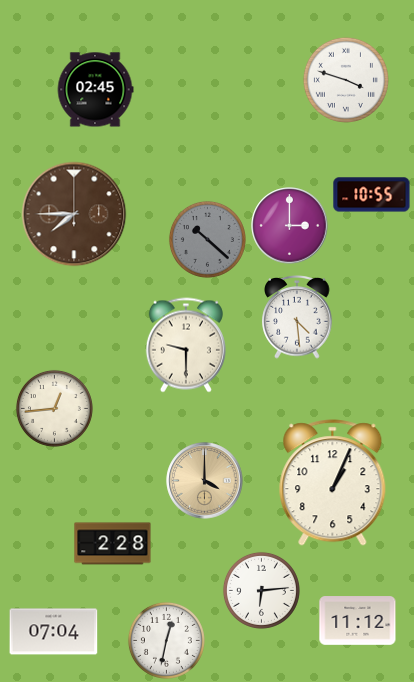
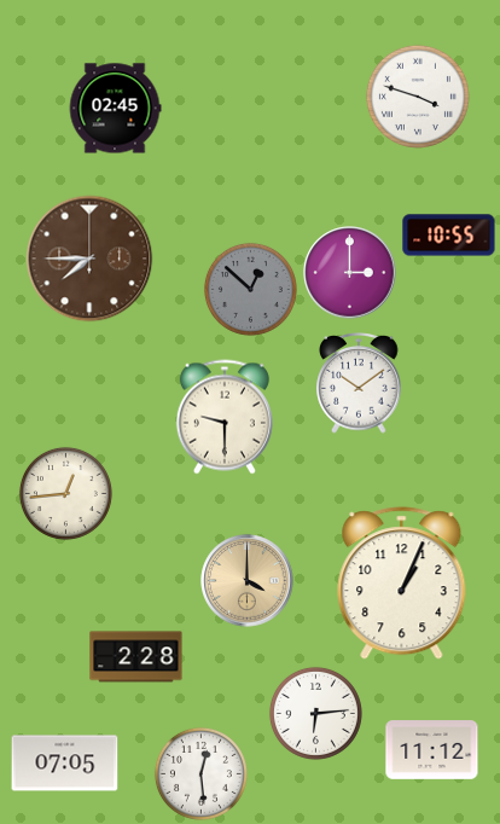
clock at (207, 239): 10:22 -> 12:52
clock at (297, 318): 4:29 -> 10:09
clock at (54, 632): 07:04 -> 07:05
clock at (166, 640): 12:32 -> 12:29
